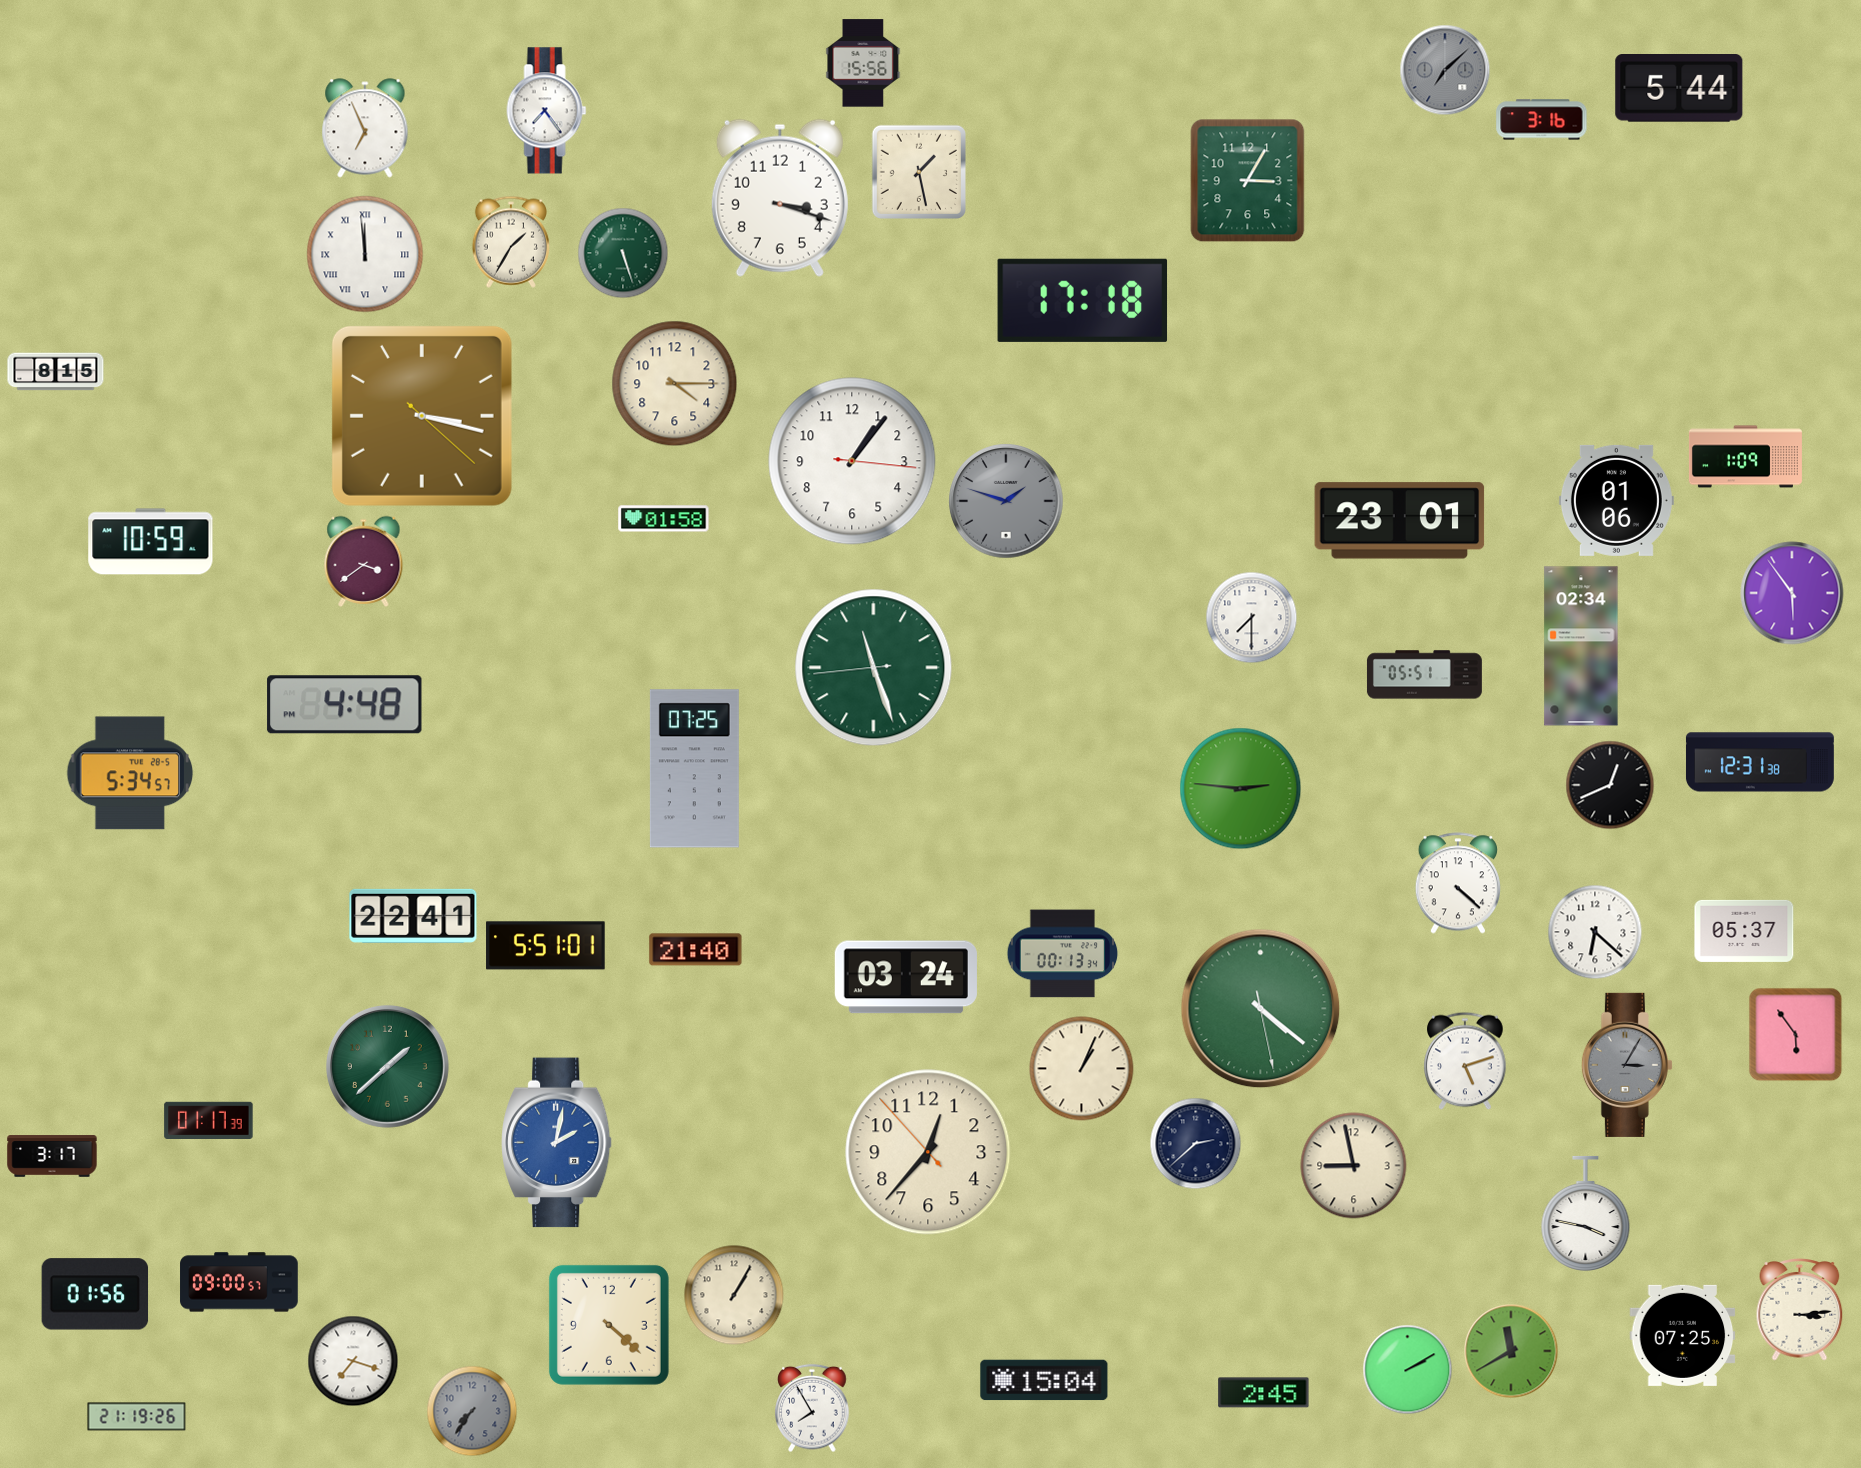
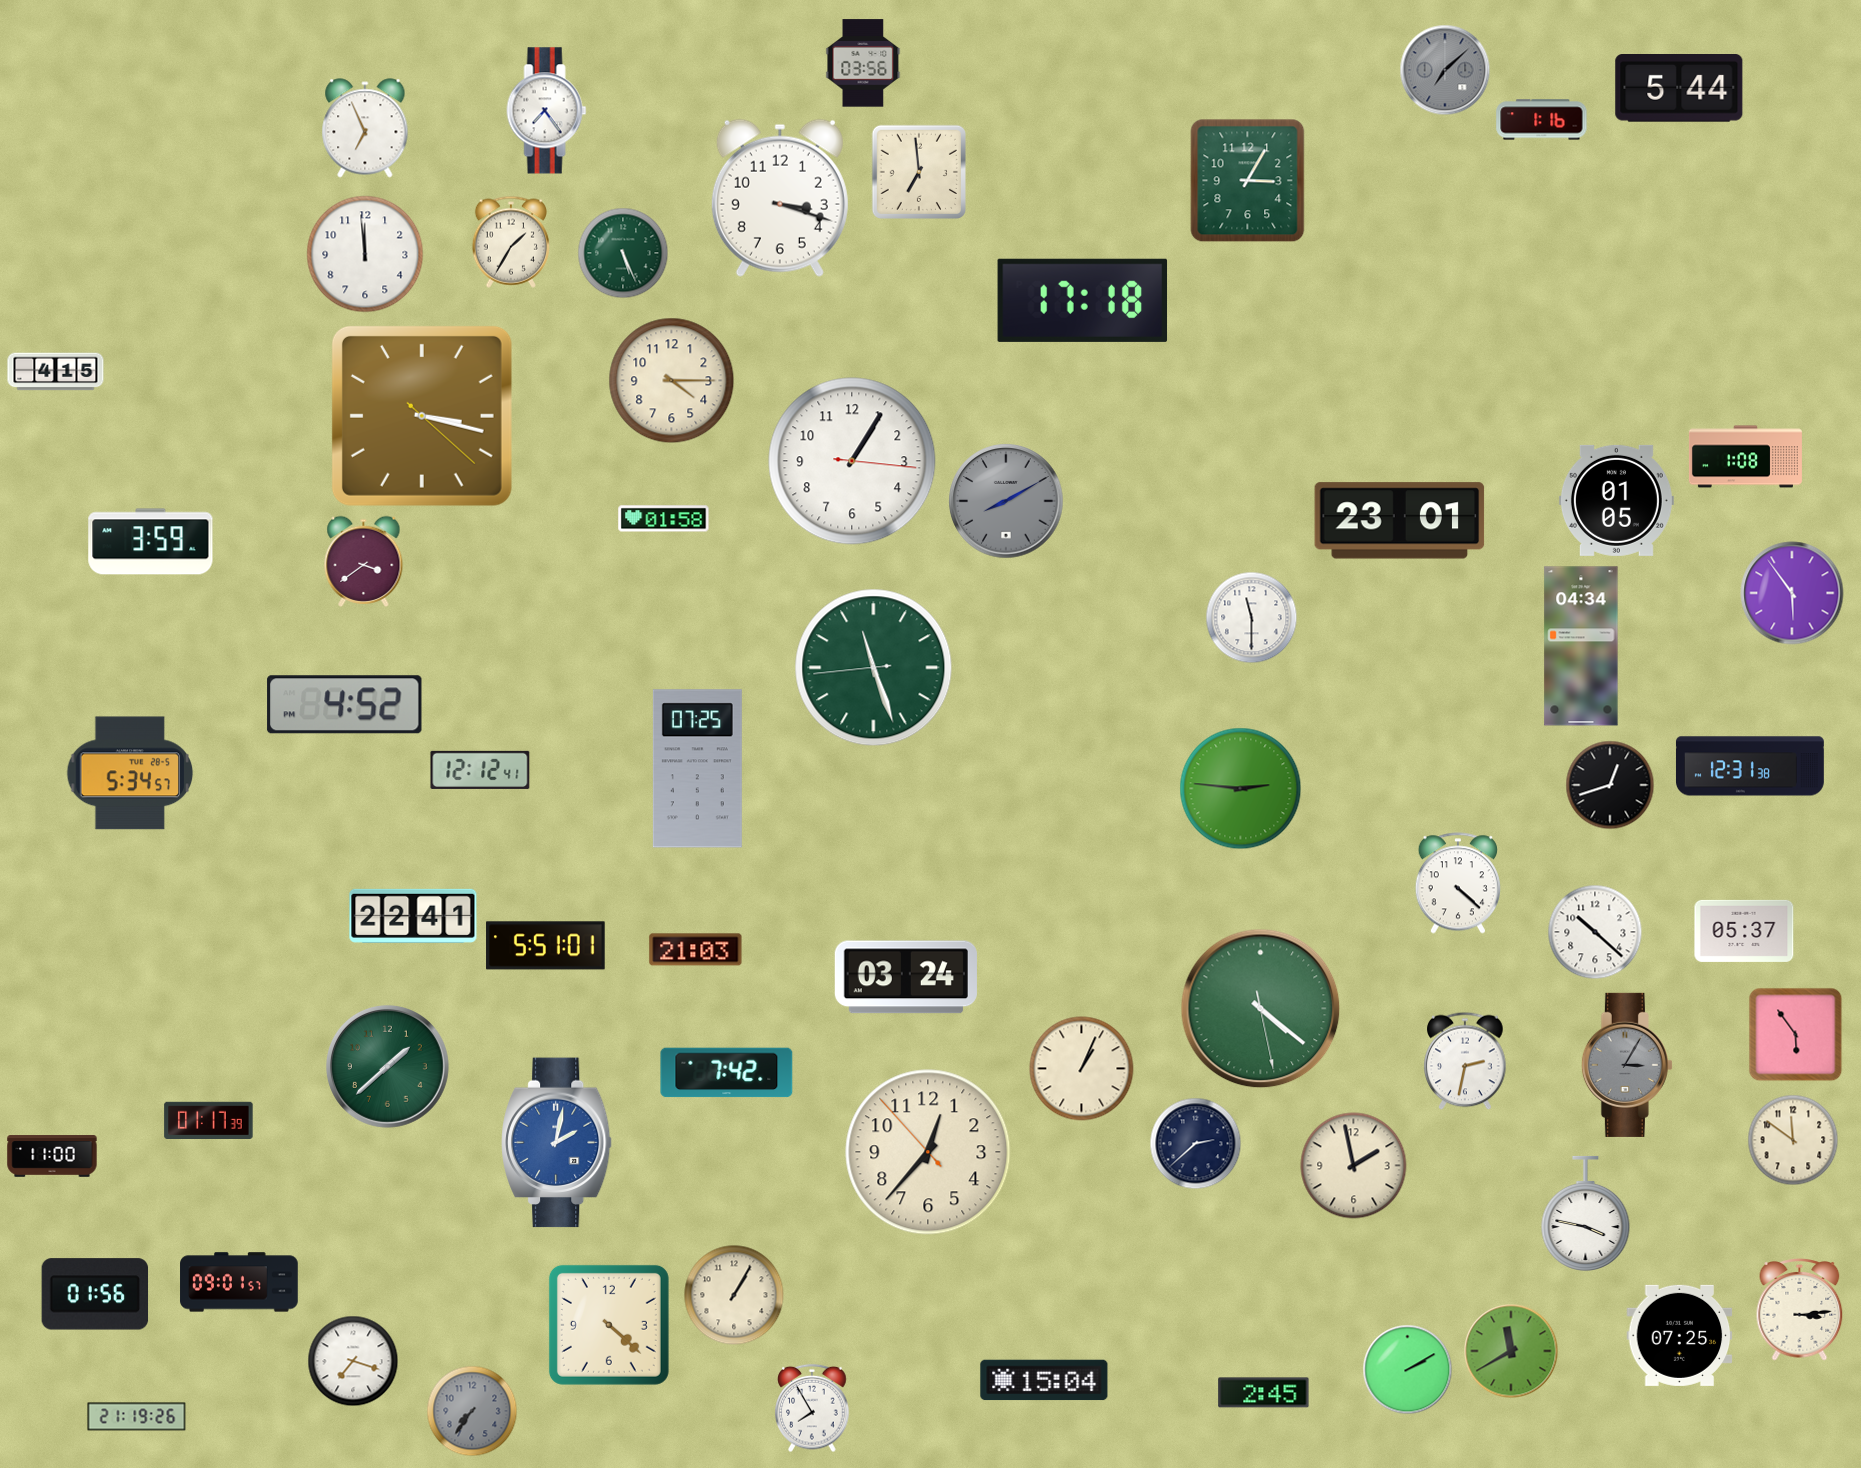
clock at (863, 63): 15:56 -> 03:56
clock at (1542, 120): 3:16 -> 1:16
clock at (918, 171): 1:28 -> 6:59
clock at (623, 253): 5:27 -> 5:26
clock at (365, 254) numerals: Roman -> Arabic
clock at (56, 372): 8:15 -> 4:15
clock at (675, 384) position: (675, 384) -> (672, 381)
clock at (1745, 457): 1:09 -> 1:08
clock at (852, 461): 1:06 -> 1:05
clock at (1616, 500): 01:06 -> 01:05
clock at (1006, 501): 1:48 -> 8:10
clock at (151, 542): 10:59 -> 3:59
clock at (1252, 618): 7:30 -> 11:30
clock at (1581, 646): 02:34 -> 04:34
clock at (1424, 675): 05:51 -> none
clock at (345, 705): 4:48 -> 4:52
clock at (1760, 762) position: (1760, 762) -> (1750, 766)
clock at (694, 769) position: (694, 769) -> (697, 769)
clock at (480, 770): none -> 12:12
clock at (1610, 785): 12:41 -> 12:42
clock at (1595, 932): 6:22 -> 10:22
clock at (696, 950): 21:40 -> 21:03
clock at (1063, 954): 00:13 -> none
clock at (1465, 1061): 5:12 -> 2:32
clock at (727, 1073): none -> 7:42
clock at (1793, 1140): none -> 11:51
clock at (52, 1156): 3:17 -> 11:00
clock at (1354, 1166): 8:58 -> 1:58
clock at (239, 1282): 09:00 -> 09:01
clock at (1683, 1335) position: (1683, 1335) -> (1680, 1335)
